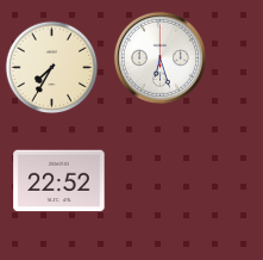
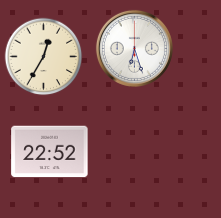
clock at (51, 67): 7:35 -> 12:35
